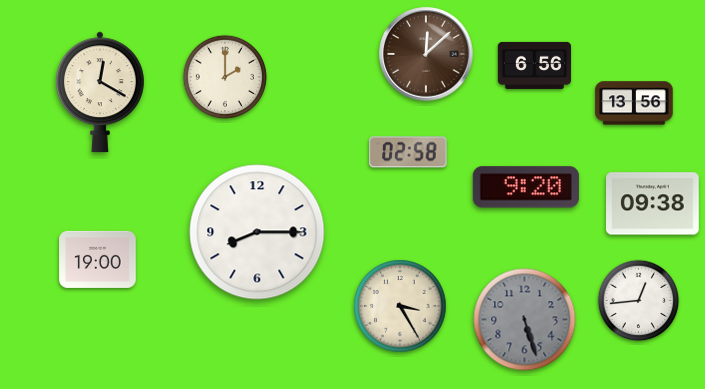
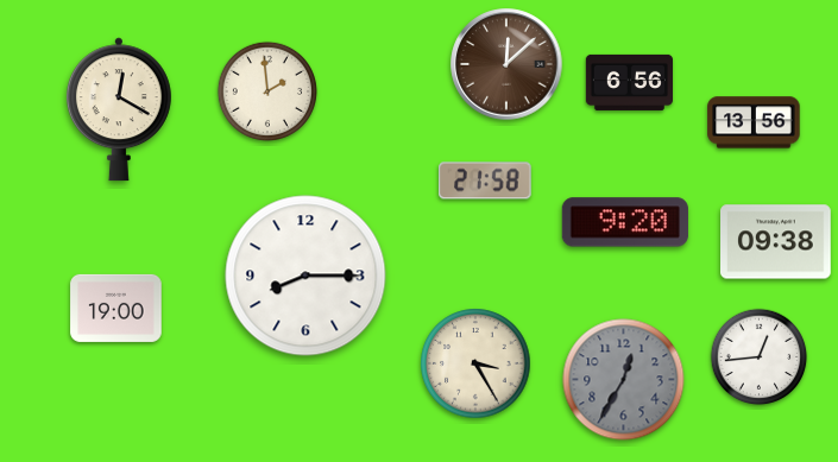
clock at (534, 65) position: (534, 65) -> (629, 82)
clock at (225, 77): 2:00 -> 1:59
clock at (408, 152): 02:58 -> 21:58
clock at (525, 320): 5:27 -> 12:35
